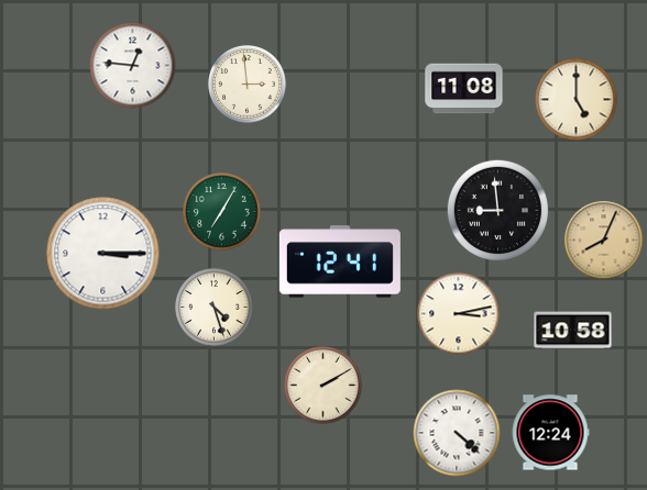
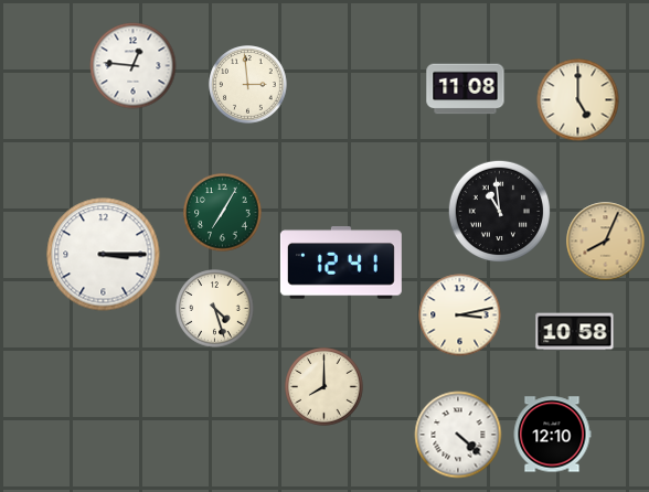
clock at (497, 210): 8:59 -> 10:59
clock at (323, 386): 2:10 -> 8:00
clock at (550, 433): 12:24 -> 12:10
